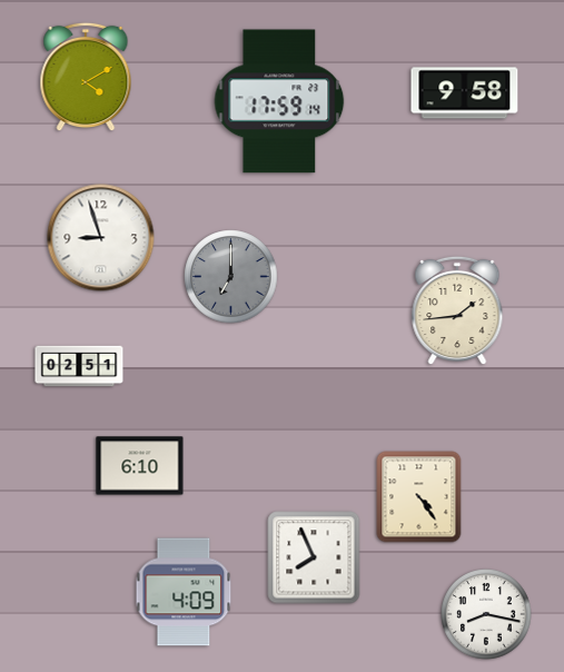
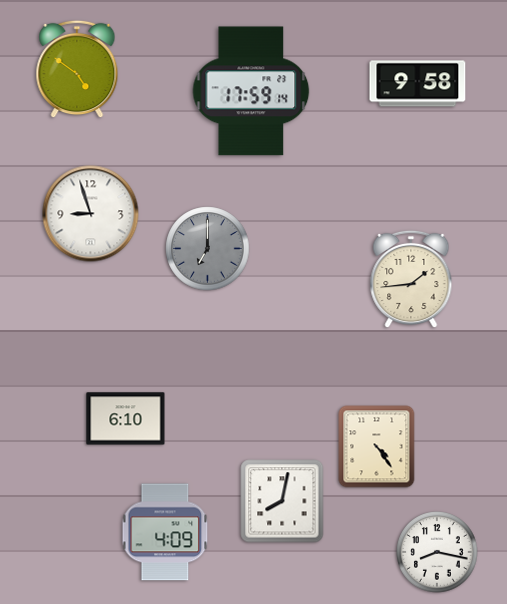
clock at (86, 77): 4:10 -> 4:51
clock at (79, 366): 02:51 -> none
clock at (314, 557): 7:56 -> 8:02
